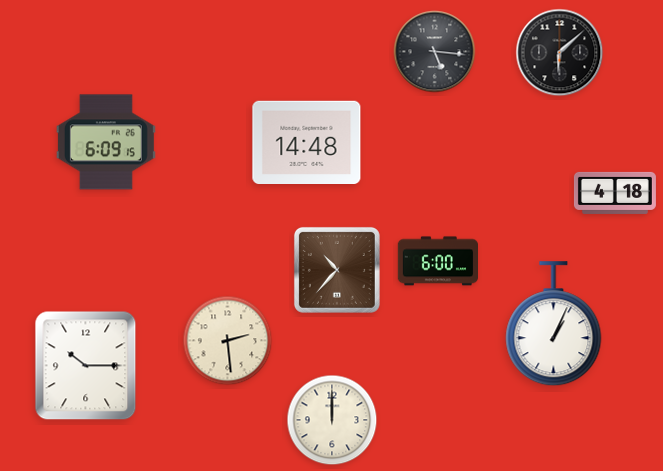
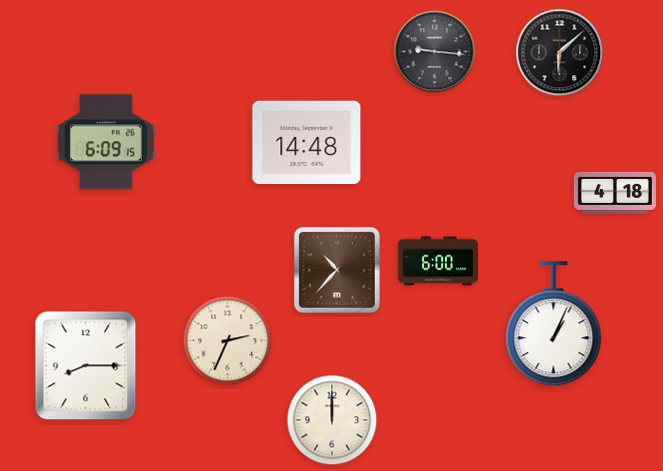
clock at (435, 52): 5:16 -> 9:16
clock at (228, 341): 2:29 -> 2:34
clock at (86, 366): 10:15 -> 8:15
